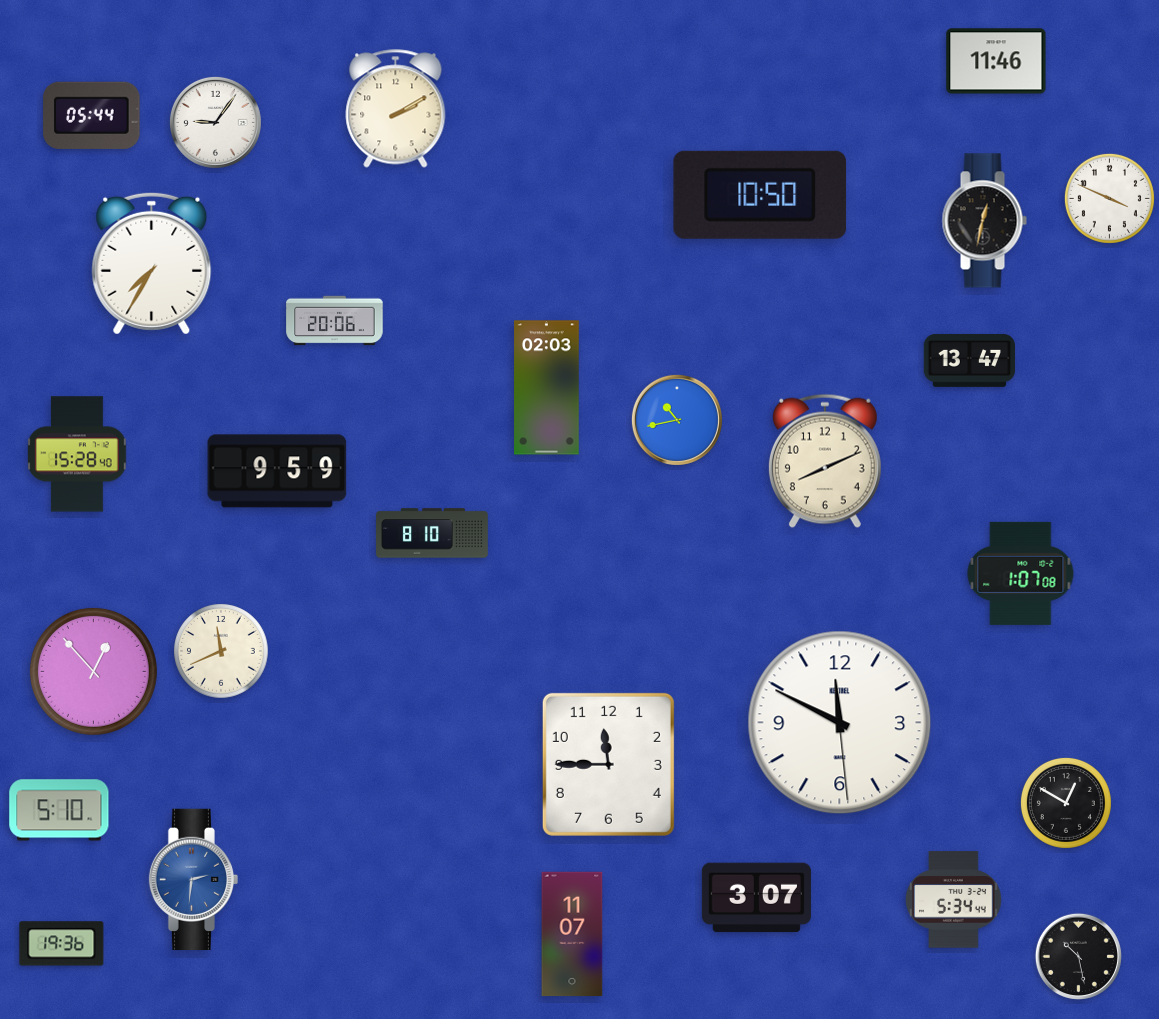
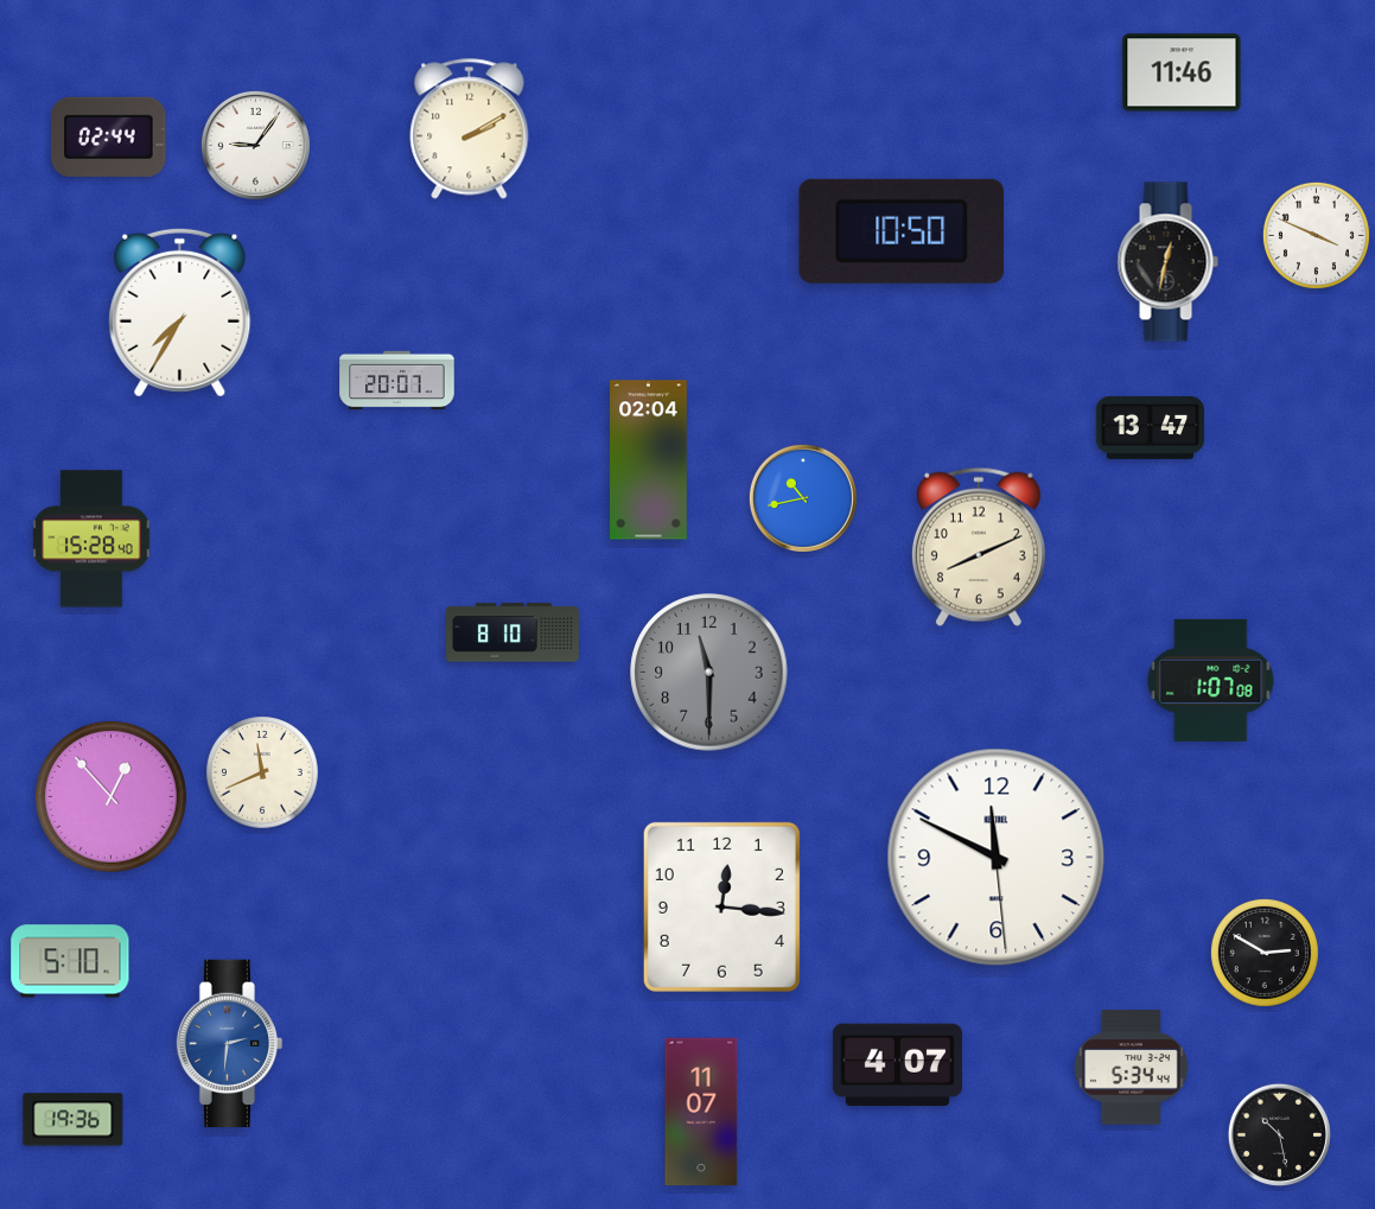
clock at (92, 115): 05:44 -> 02:44
clock at (335, 321): 20:06 -> 20:07
clock at (547, 388): 02:03 -> 02:04
clock at (277, 471): 9:59 -> none
clock at (709, 673): none -> 11:30
clock at (608, 764): 11:45 -> 12:16
clock at (1066, 803): 12:50 -> 2:50
clock at (756, 898): 3:07 -> 4:07
clock at (572, 934) position: (572, 934) -> (701, 1112)
